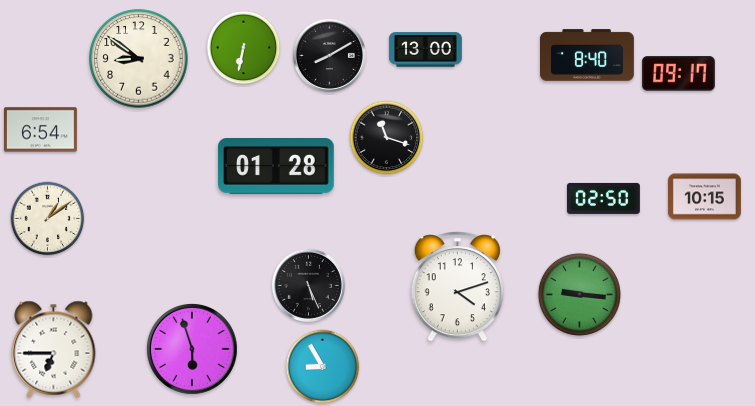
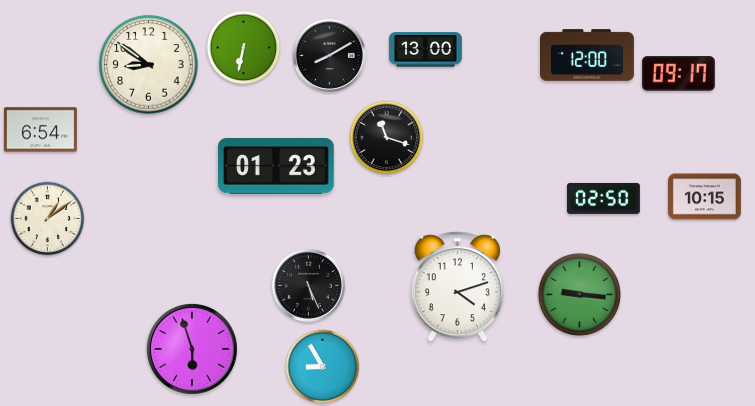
clock at (588, 55): 8:40 -> 12:00
clock at (139, 59) position: (139, 59) -> (149, 65)
clock at (276, 167): 01:28 -> 01:23
clock at (54, 349): 6:45 -> none
